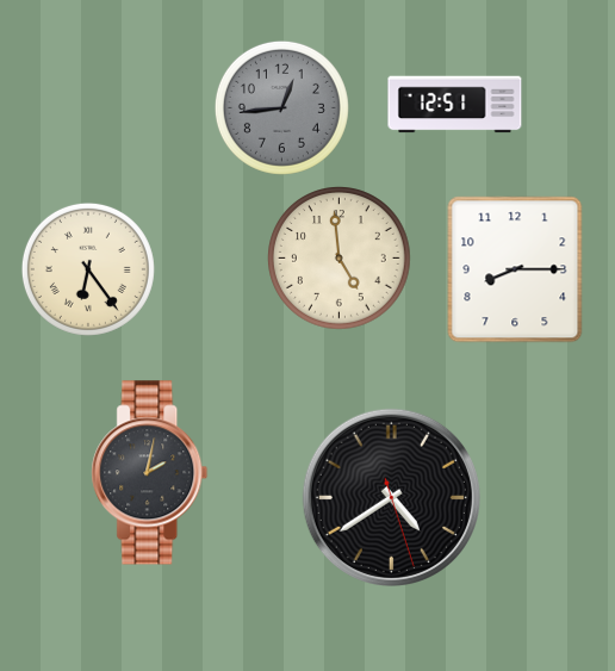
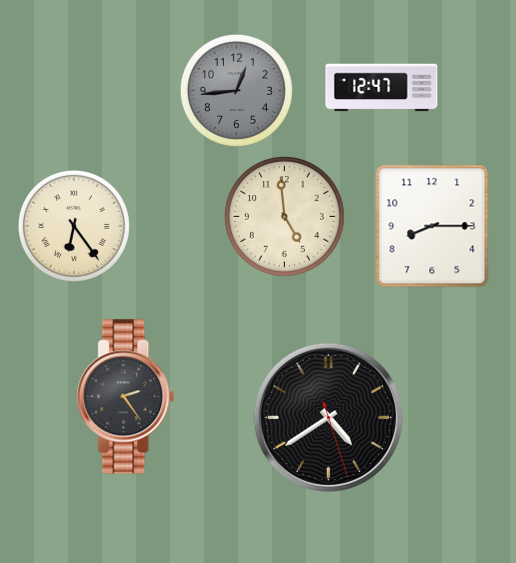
clock at (455, 105): 12:51 -> 12:47
clock at (150, 473): 2:02 -> 2:24
